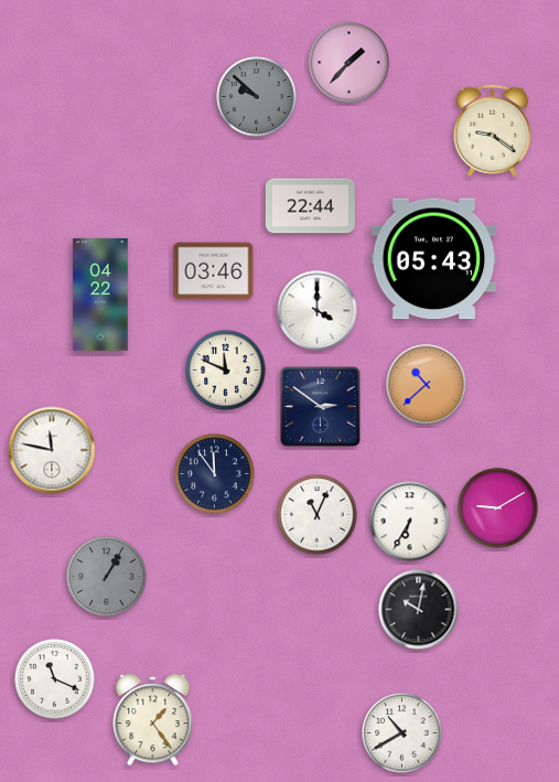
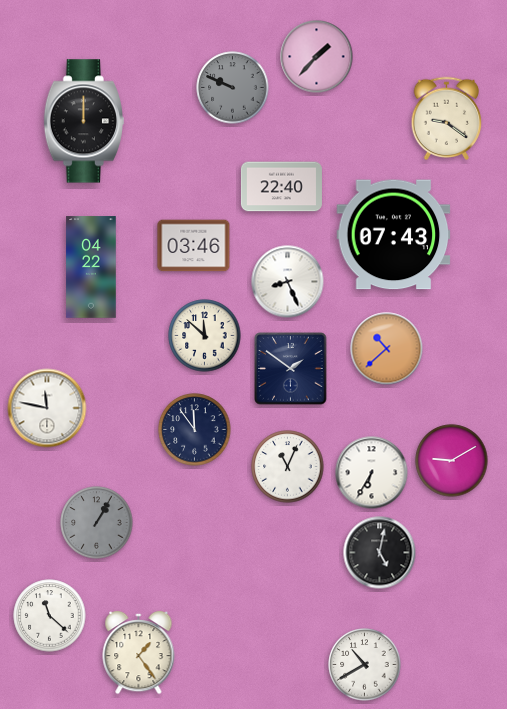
clock at (257, 97): 9:52 -> 9:49
clock at (83, 121): none -> 12:00
clock at (310, 206): 22:44 -> 22:40
clock at (434, 259): 05:43 -> 07:43
clock at (318, 311): 4:00 -> 8:26
clock at (226, 371): 11:49 -> 11:52
clock at (321, 407): 2:51 -> 1:51
clock at (419, 610): 10:02 -> 5:02
clock at (55, 679): 11:19 -> 11:22
